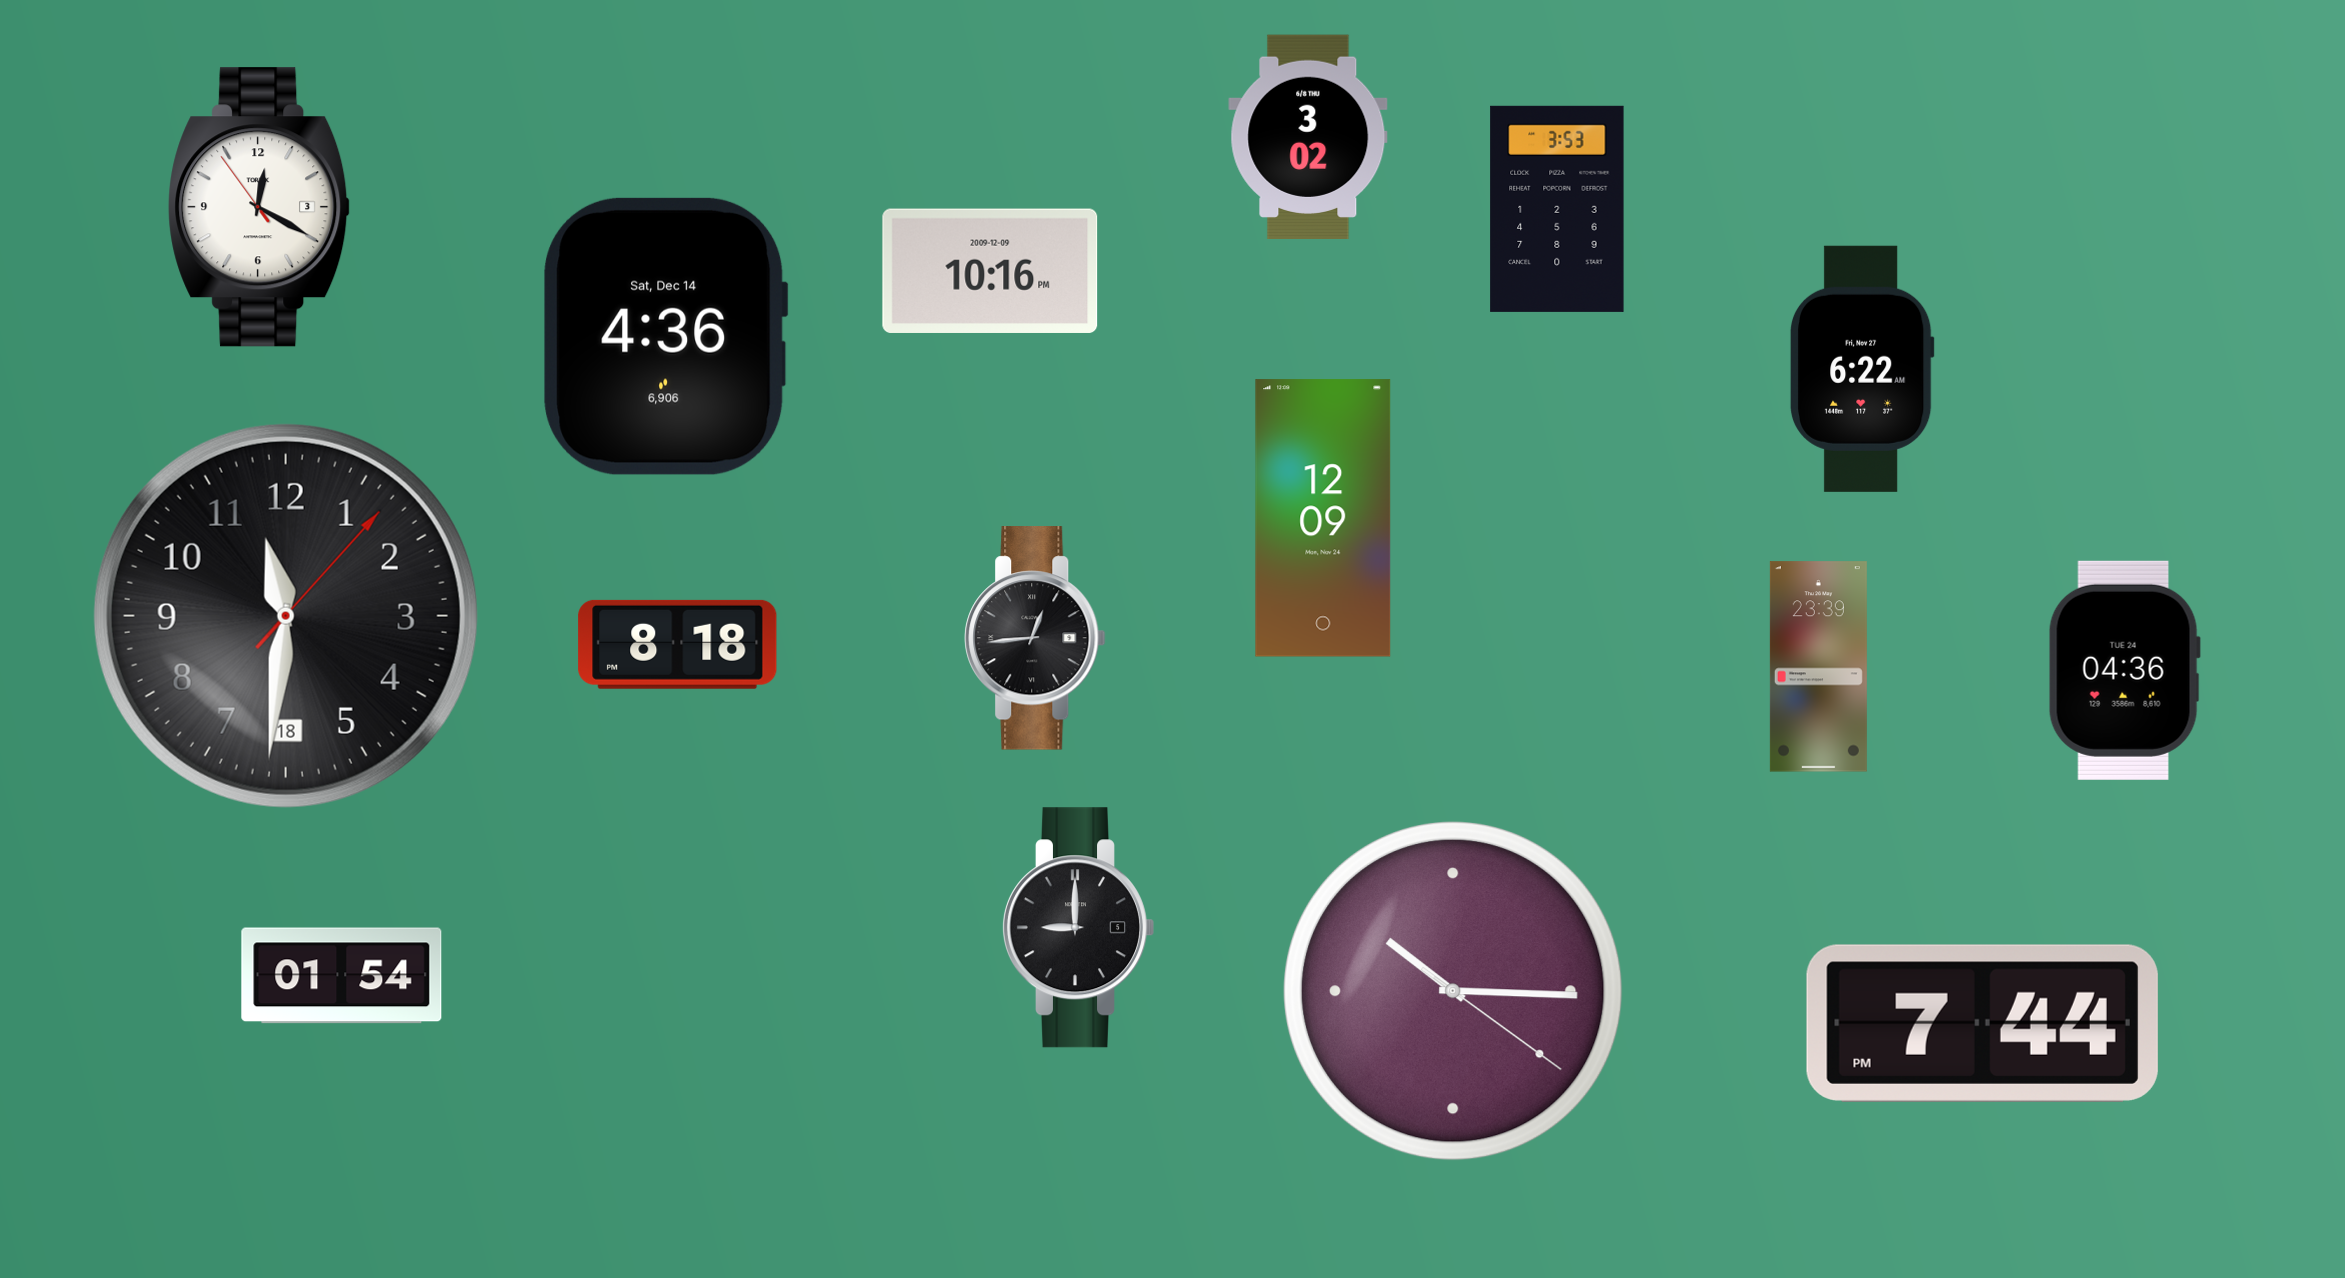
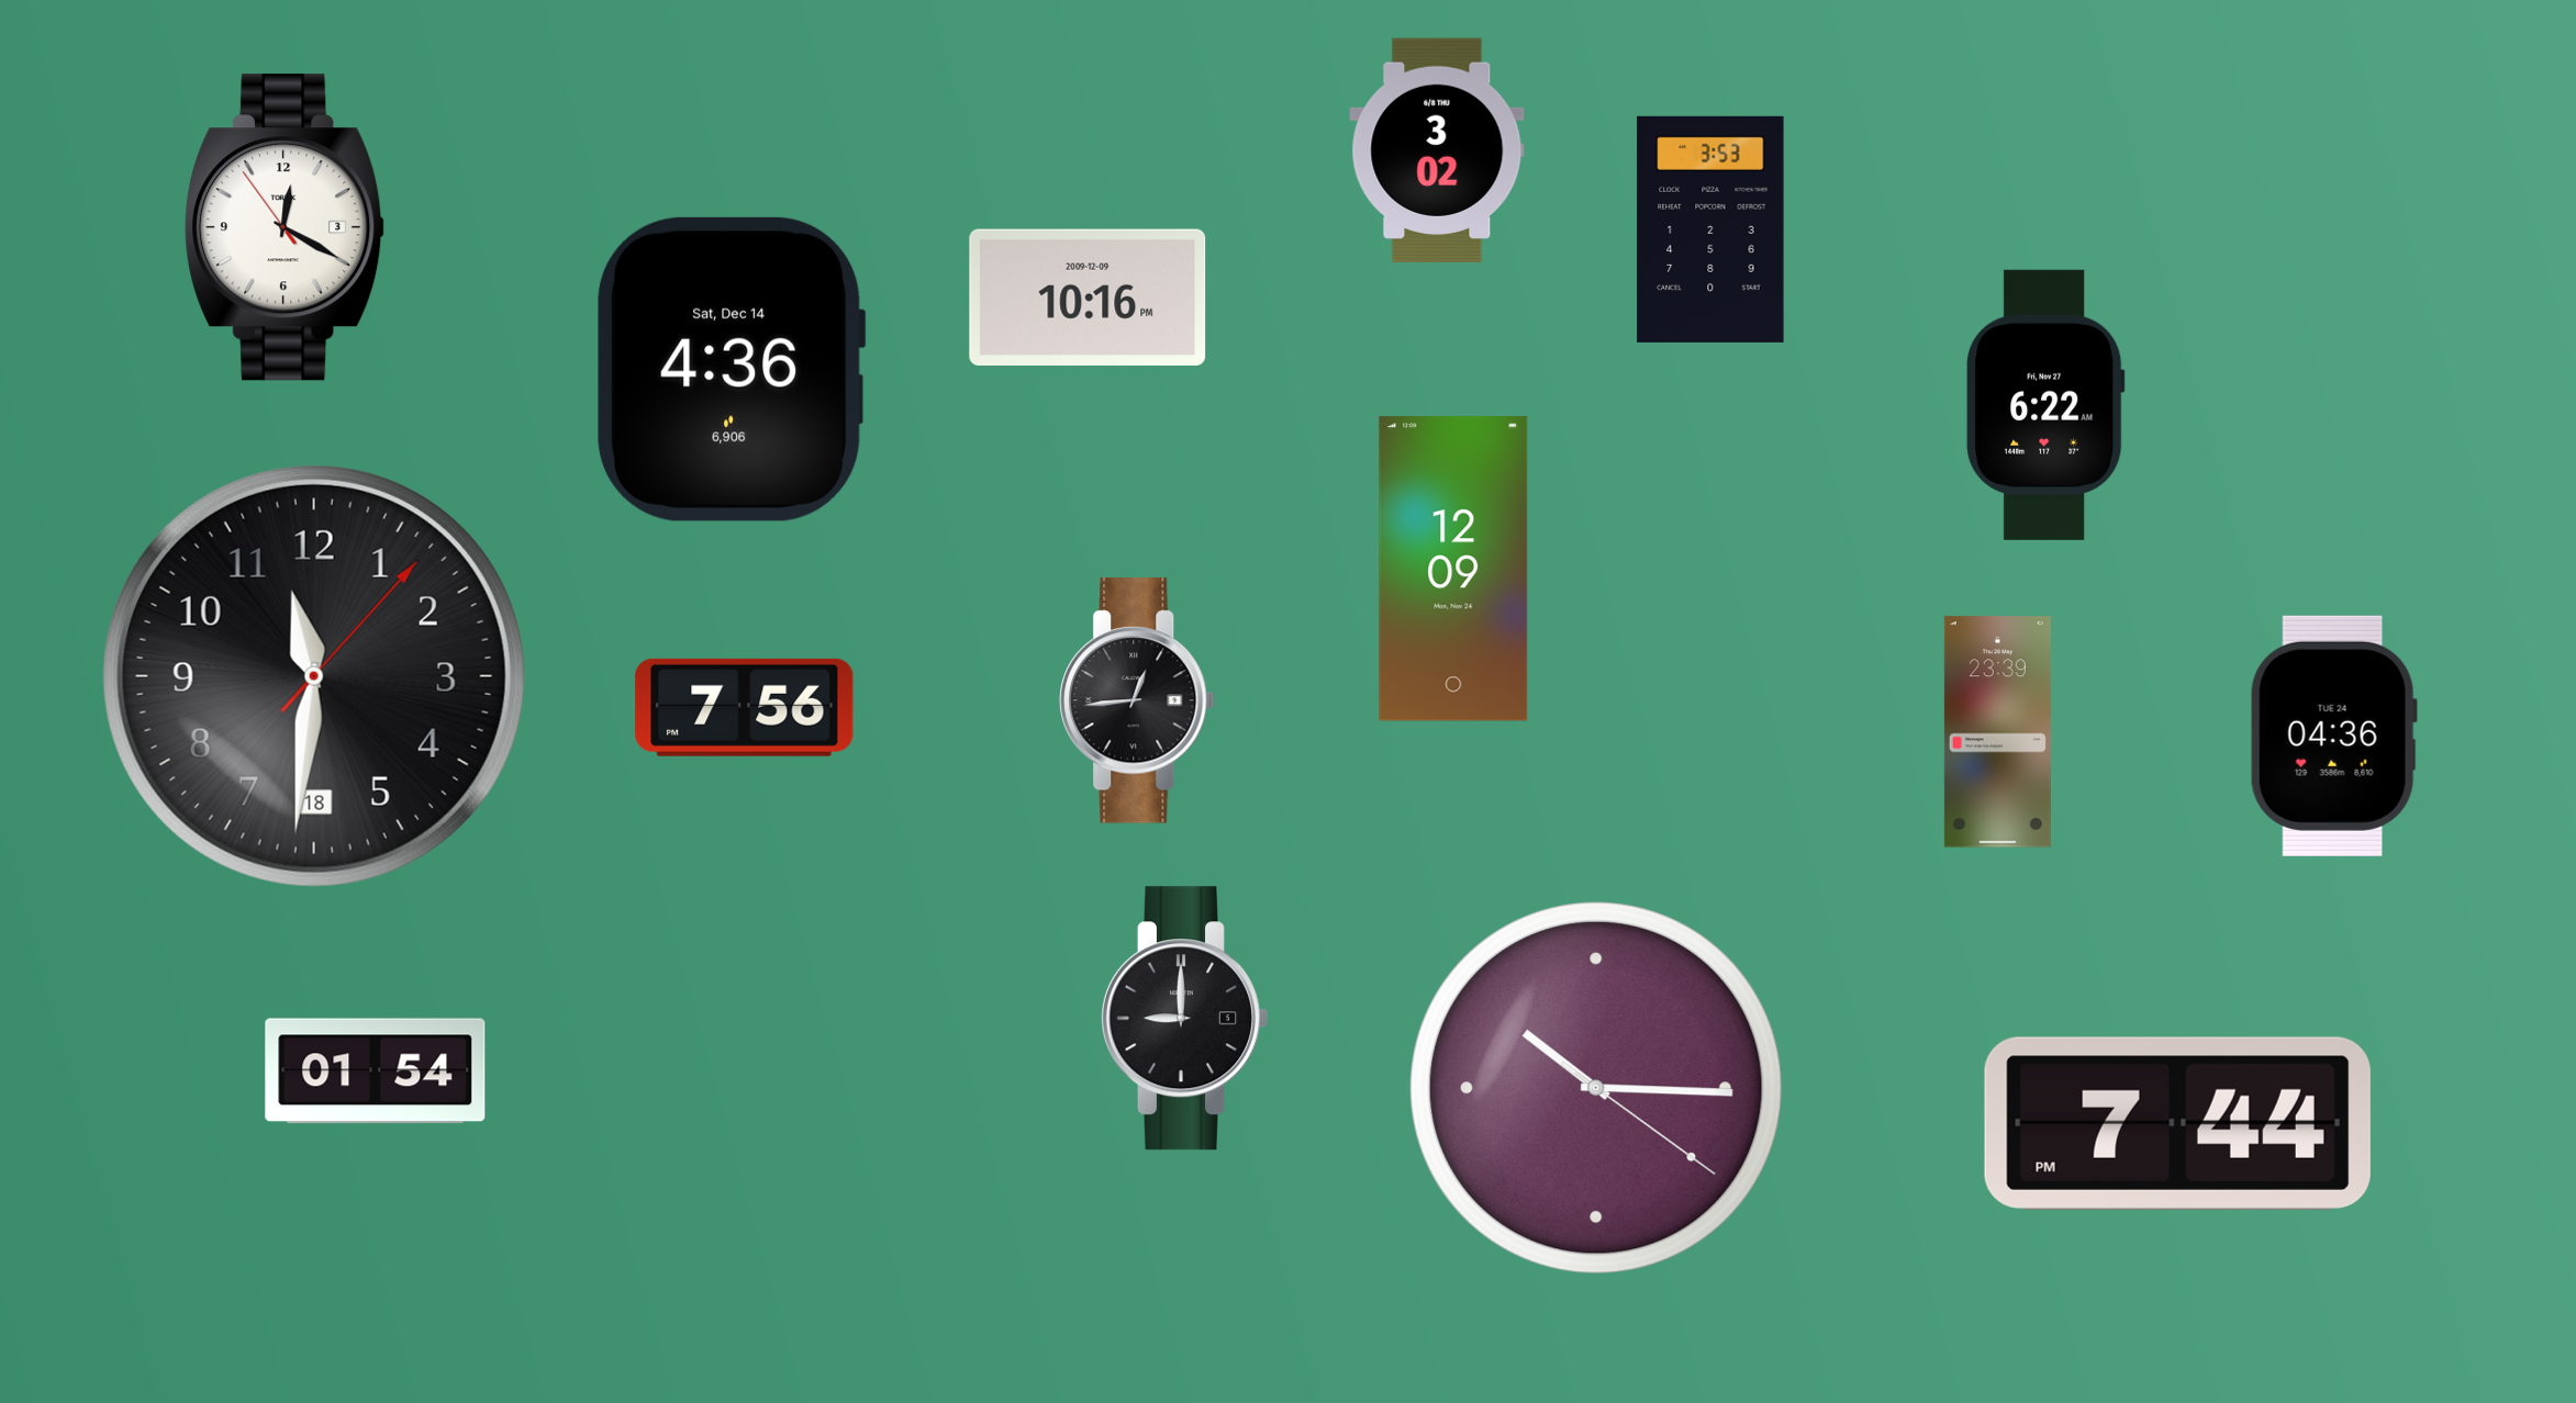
clock at (678, 644): 8:18 -> 7:56
